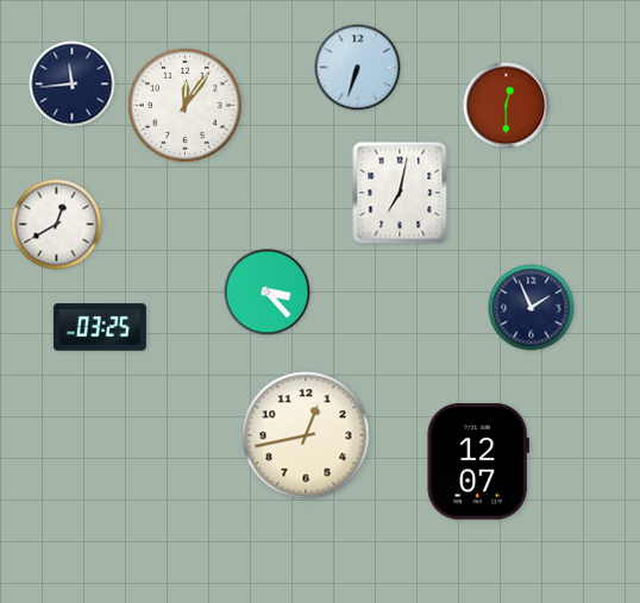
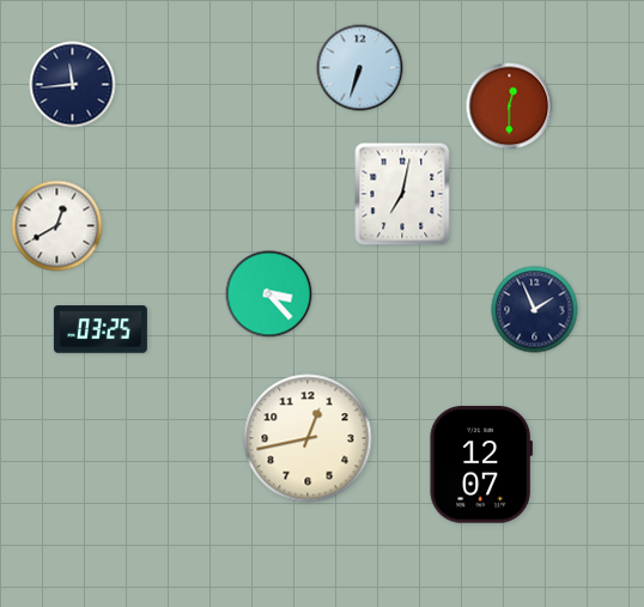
clock at (184, 105): 12:06 -> none
